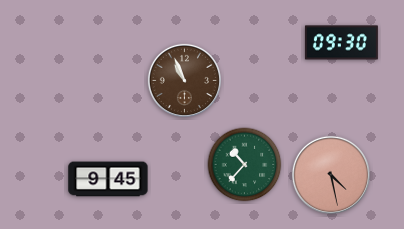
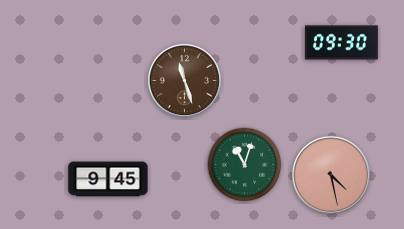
clock at (184, 80): 10:56 -> 11:27
clock at (245, 165): 10:37 -> 11:03
